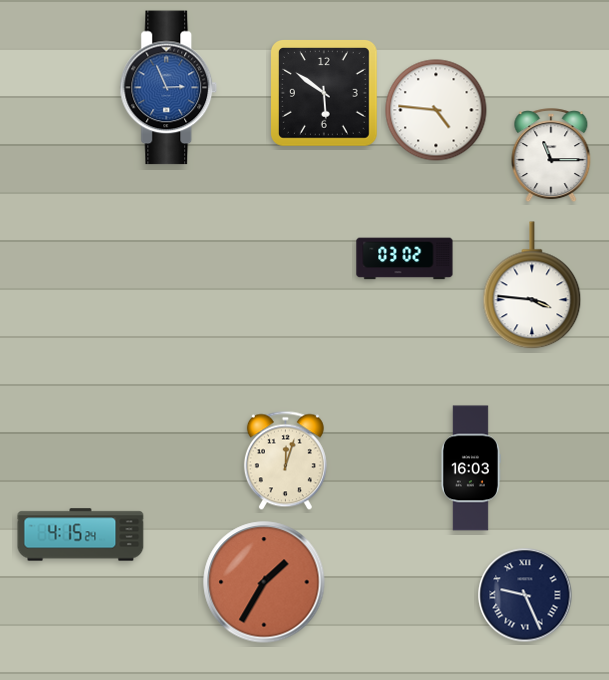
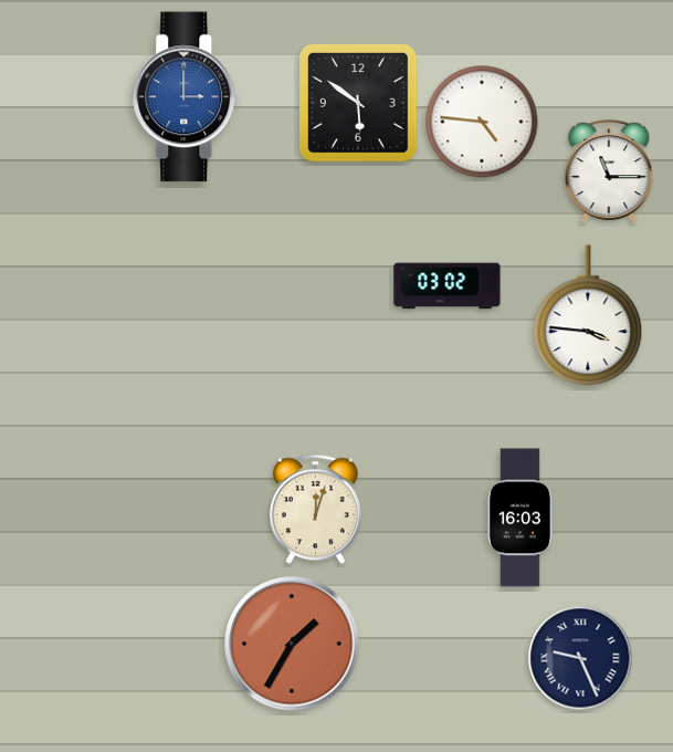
clock at (169, 88): 2:56 -> 3:00
clock at (81, 535): 4:15 -> none
